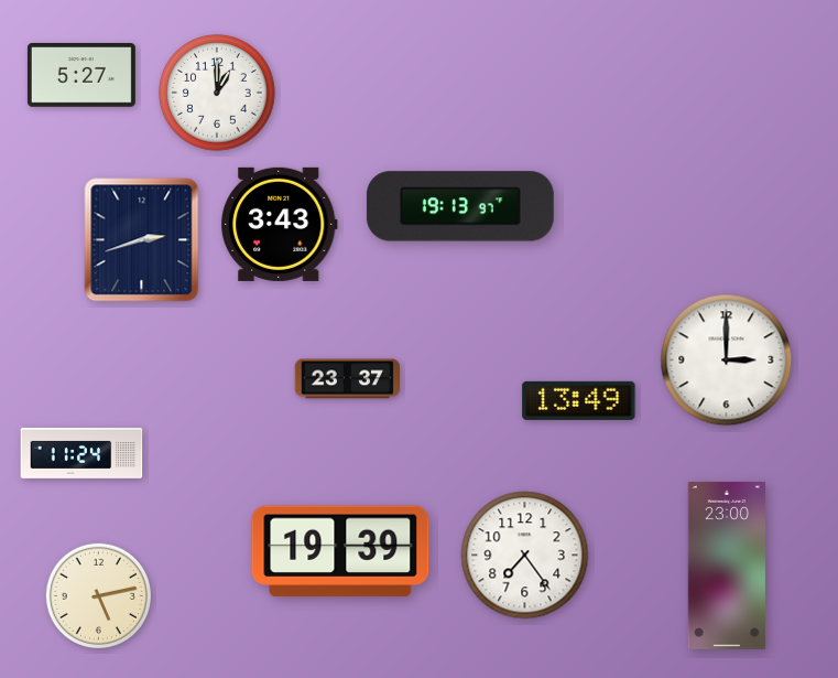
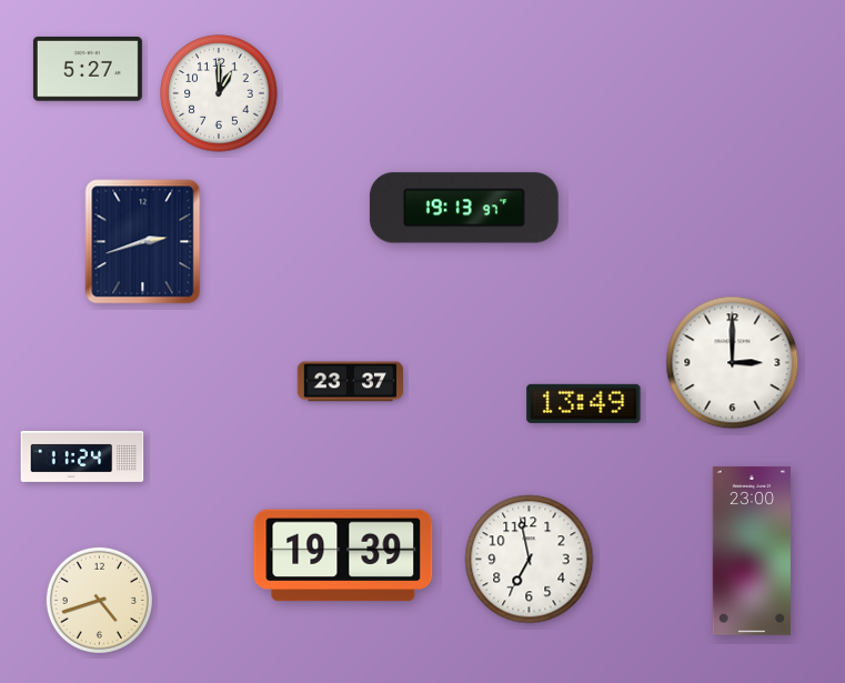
clock at (81, 75) position: (81, 75) -> (88, 69)
clock at (280, 224): 3:43 -> none
clock at (525, 556): 7:24 -> 6:58
clock at (727, 566) position: (727, 566) -> (752, 551)
clock at (98, 595): 5:13 -> 4:42
